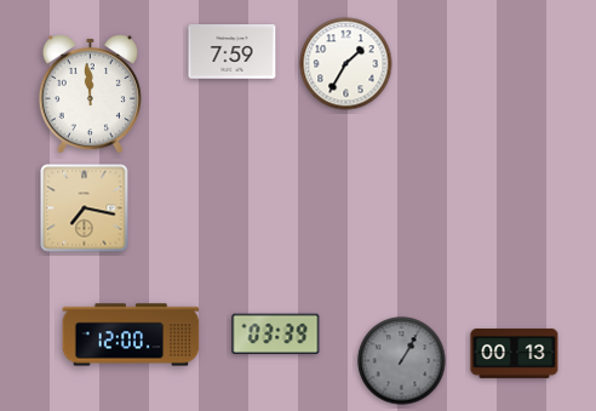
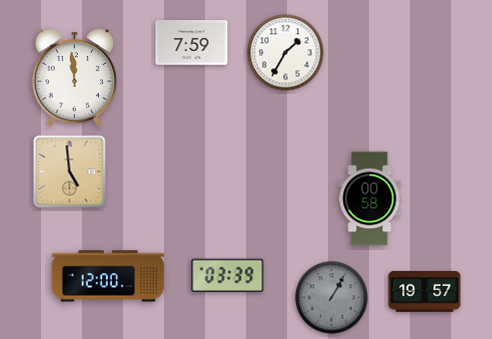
clock at (85, 209): 7:17 -> 4:59
clock at (370, 199): none -> 00:58
clock at (515, 354): 00:13 -> 19:57
